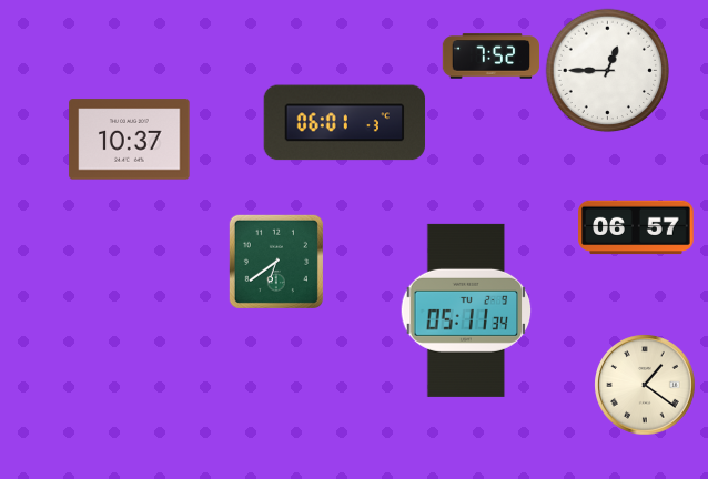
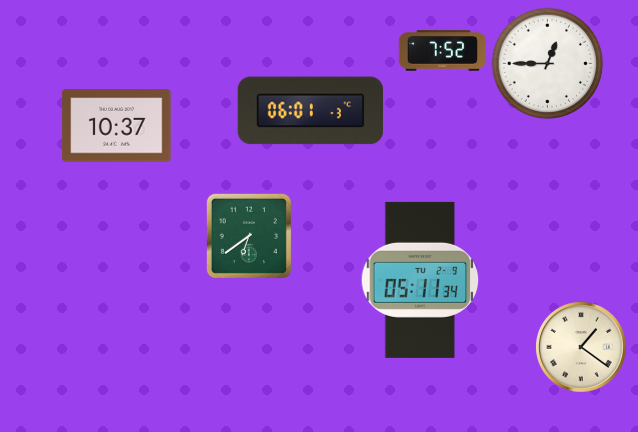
clock at (636, 227): 06:57 -> none
